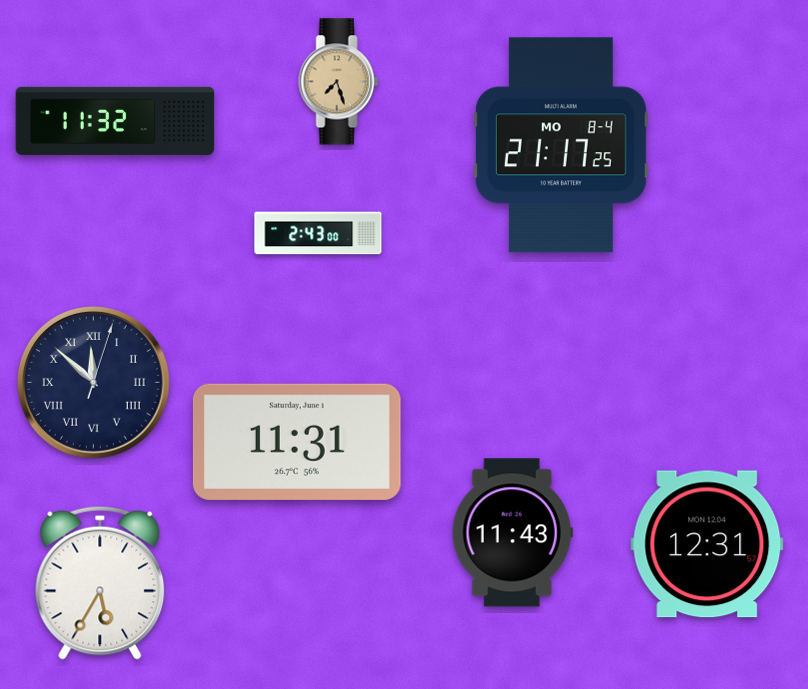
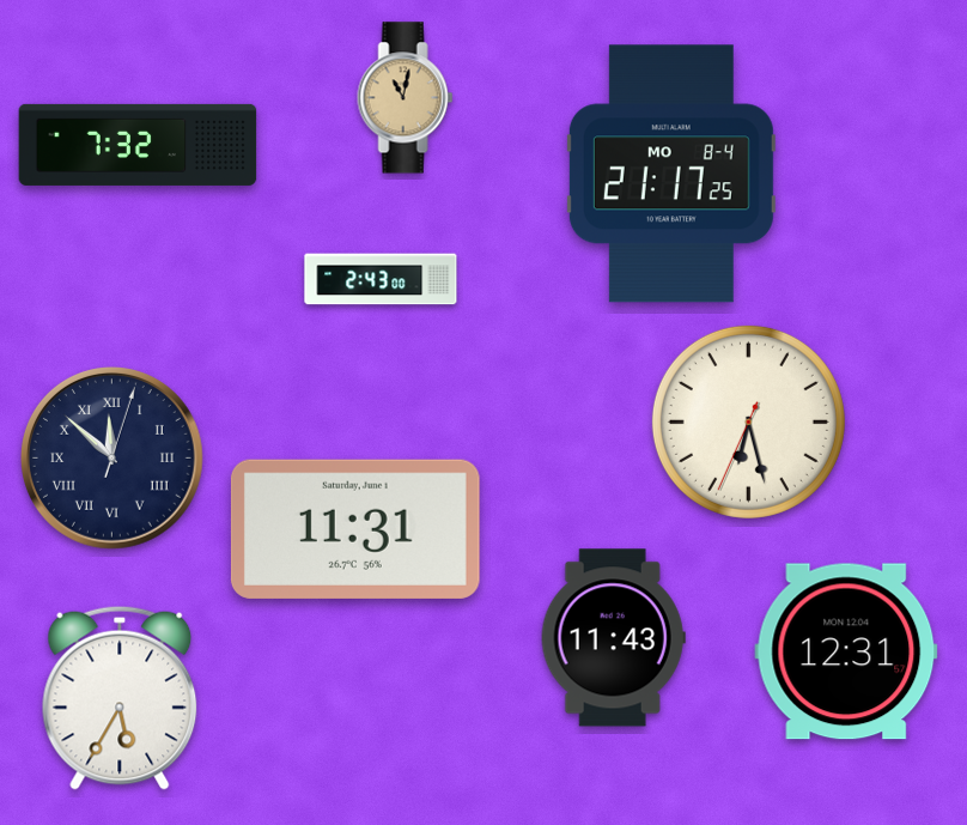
clock at (339, 82): 7:27 -> 11:02
clock at (115, 121): 11:32 -> 7:32
clock at (748, 421): none -> 6:27
